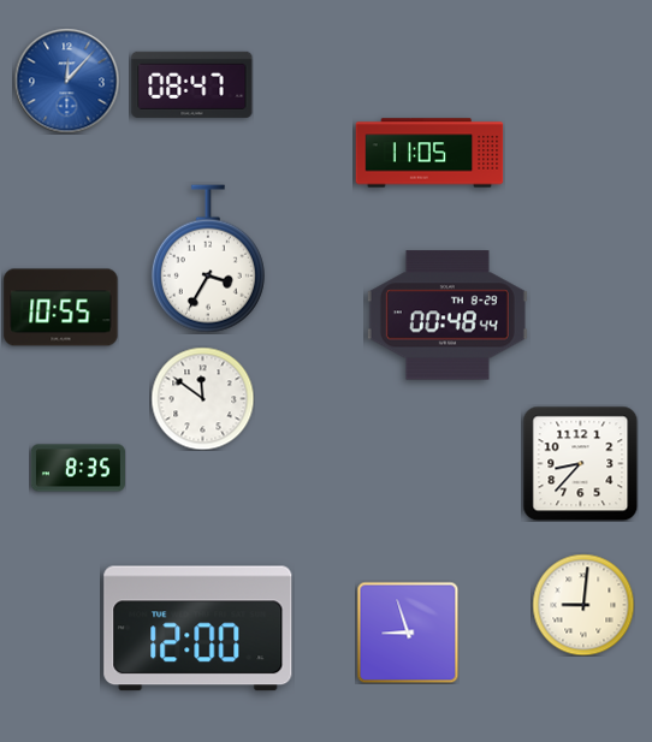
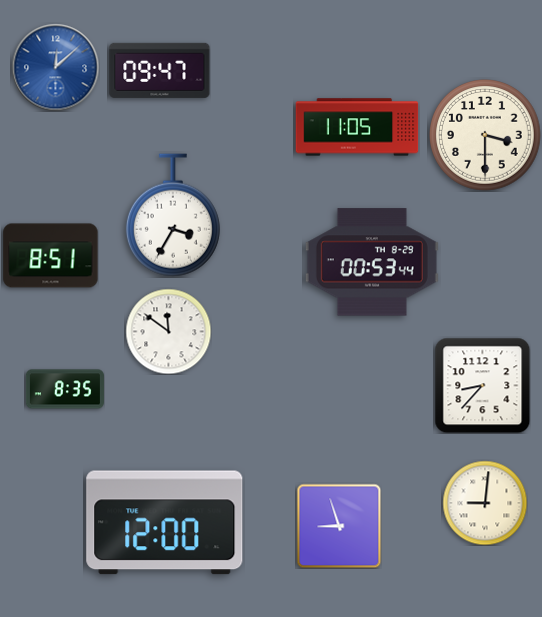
clock at (66, 81): 12:07 -> 12:08
clock at (192, 84): 08:47 -> 09:47
clock at (486, 136): none -> 3:30
clock at (61, 308): 10:55 -> 8:51
clock at (447, 315): 00:48 -> 00:53
